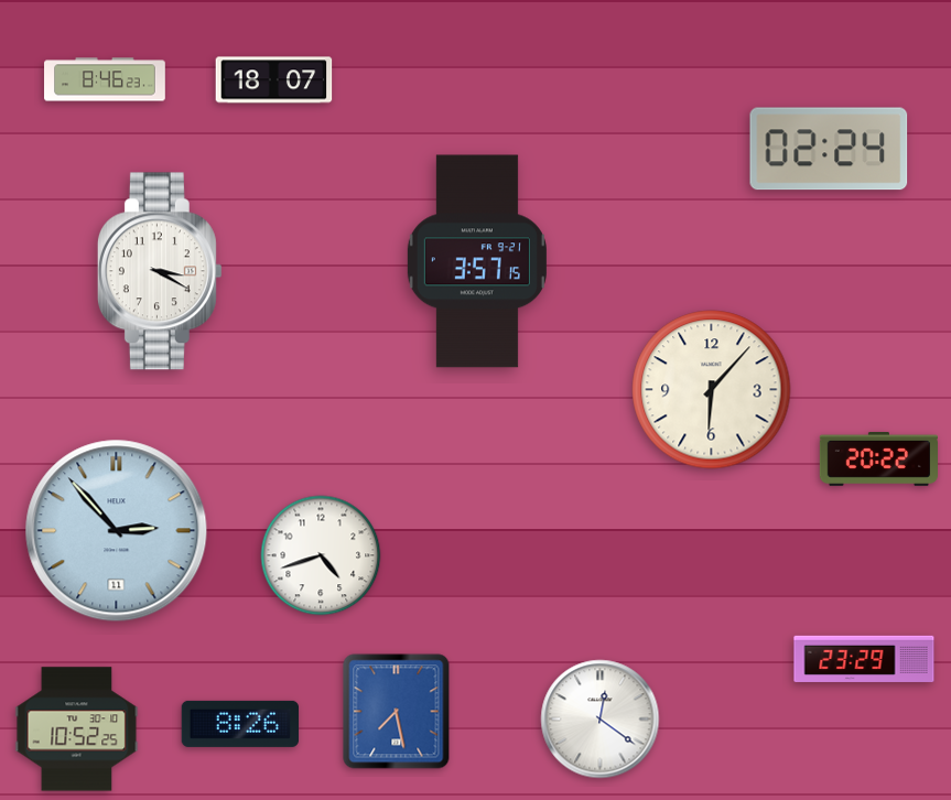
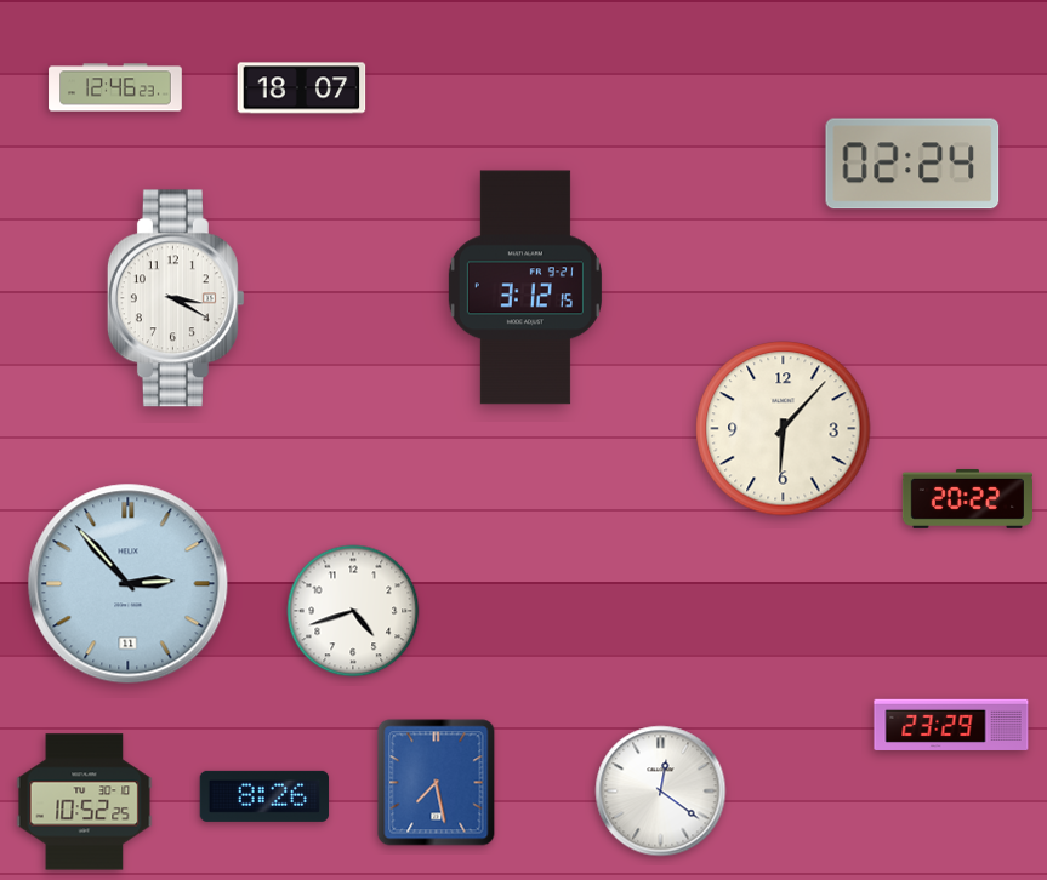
clock at (105, 79): 8:46 -> 12:46
clock at (477, 261): 3:57 -> 3:12
clock at (878, 458) position: (878, 458) -> (967, 498)
